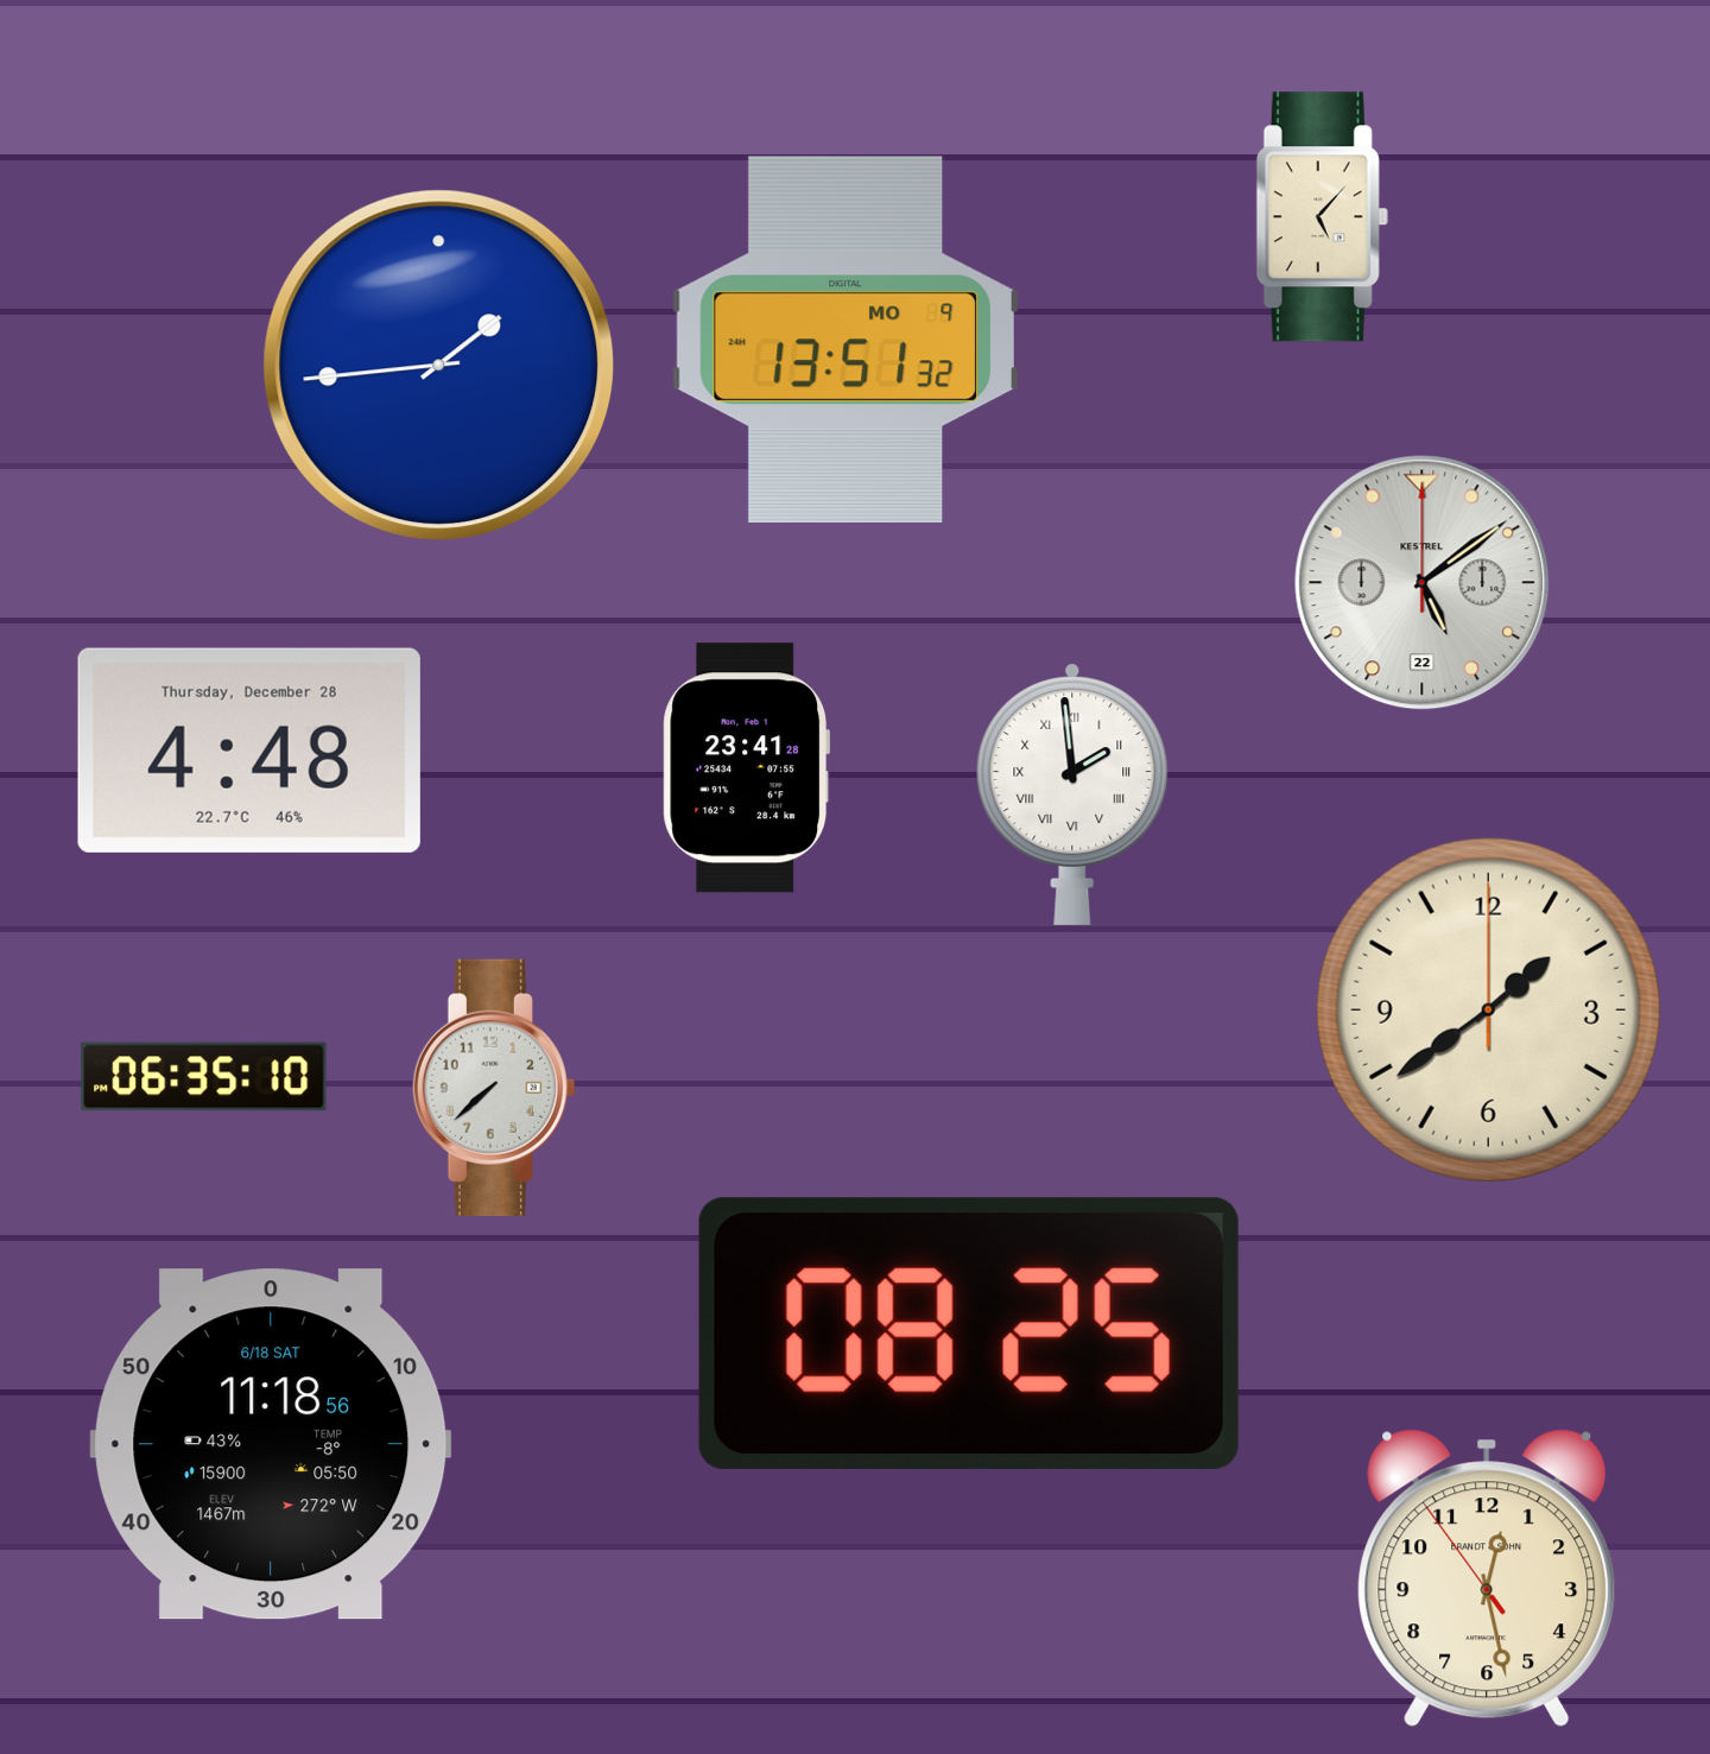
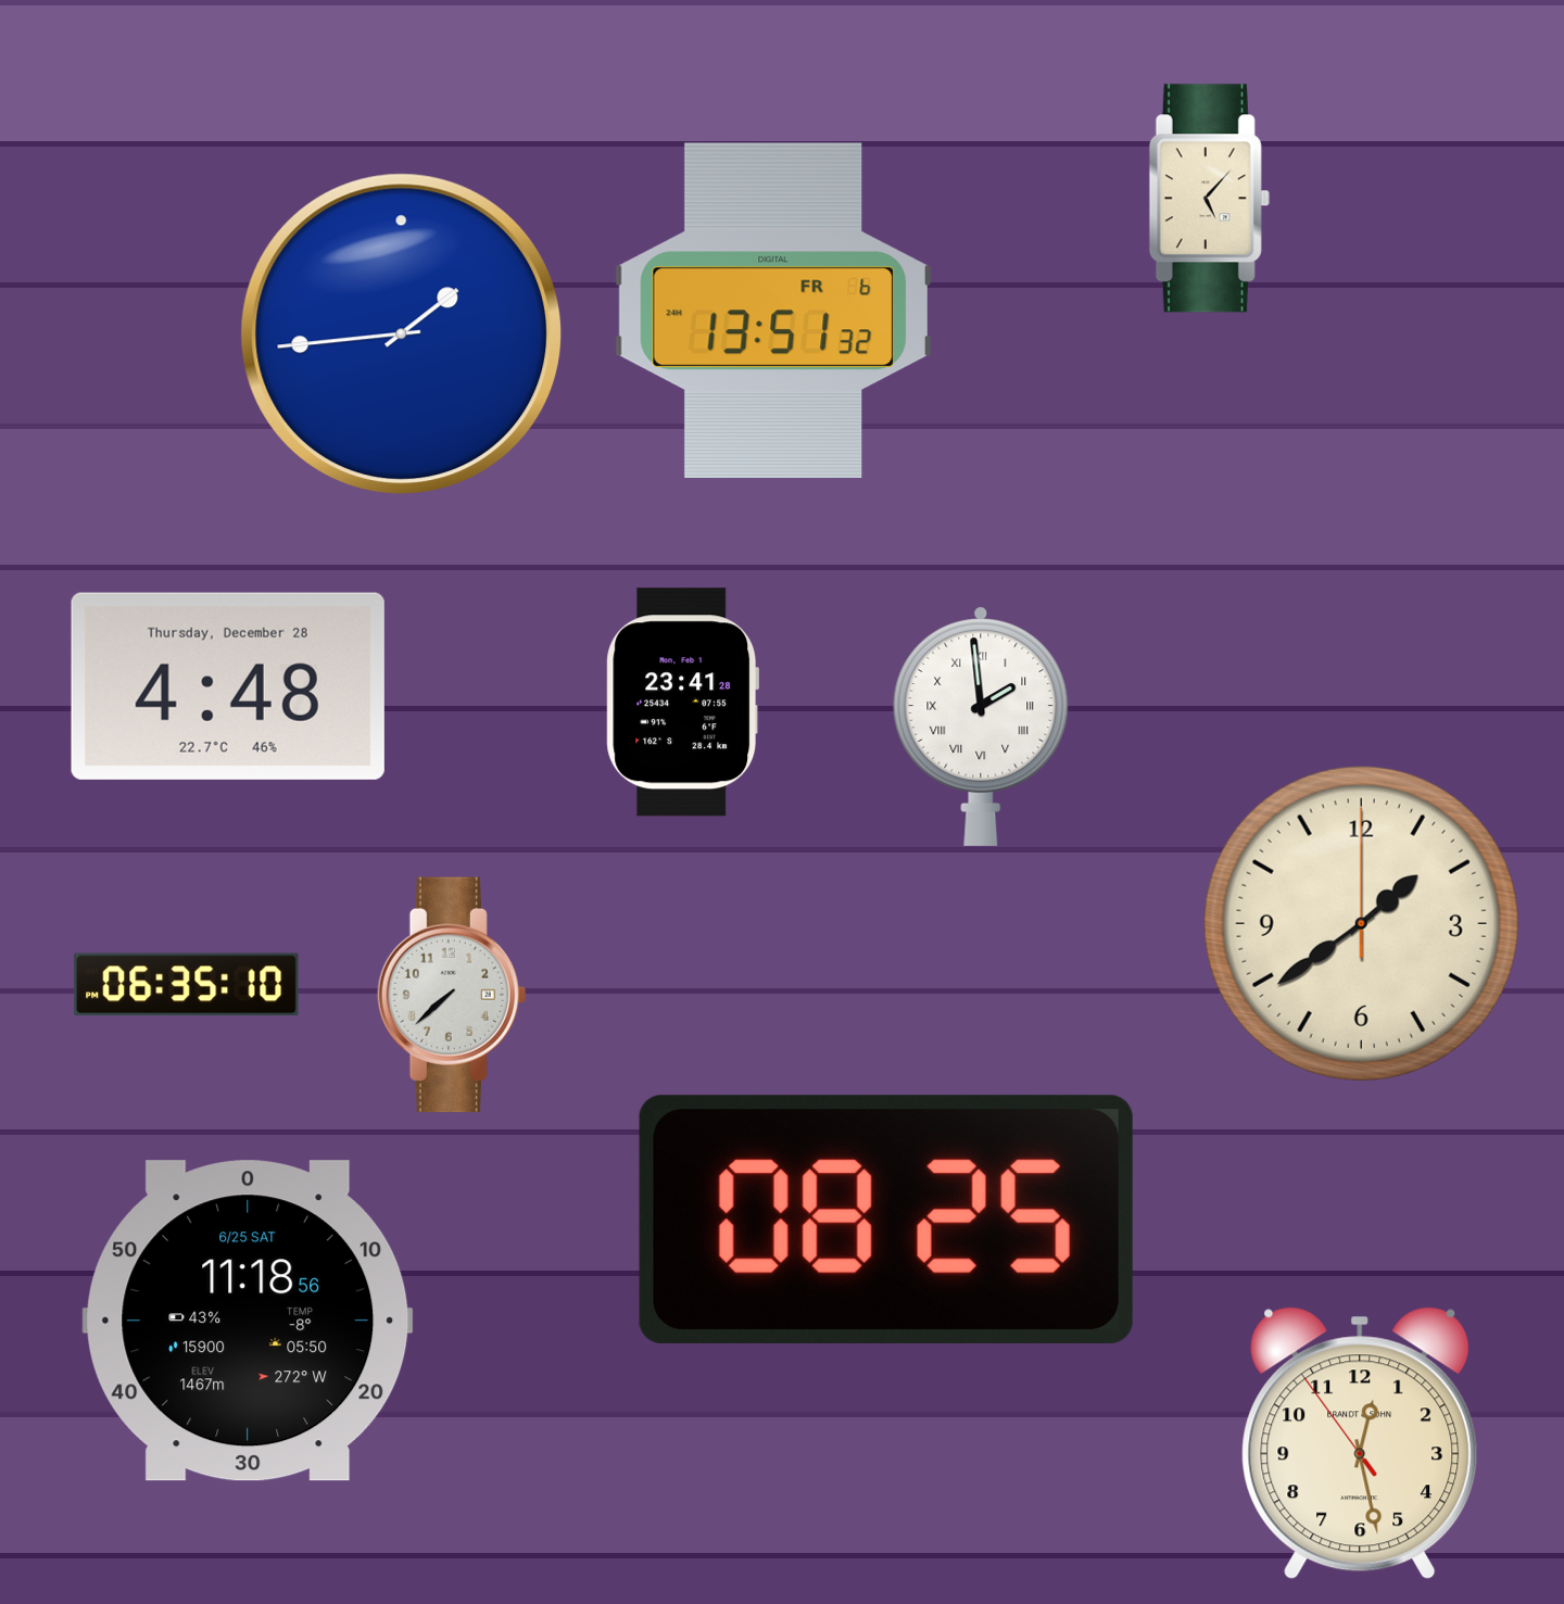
clock at (844, 338) date: MO 9 -> FR 6
clock at (1423, 583): 5:09 -> none
clock at (271, 1444) date: 6/18 SAT -> 6/25 SAT
